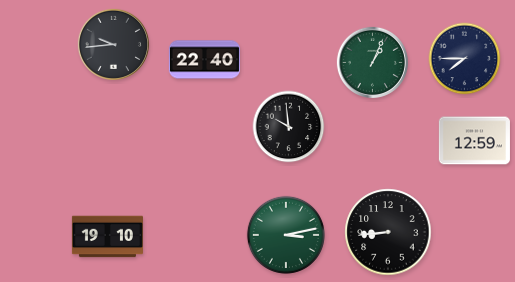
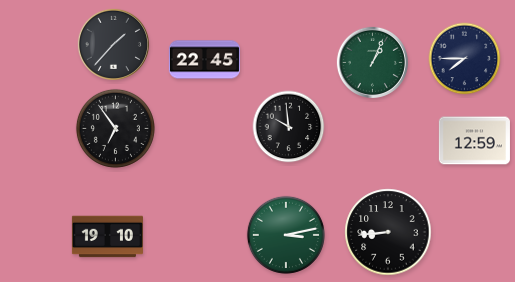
clock at (113, 44): 9:44 -> 1:37
clock at (204, 60): 22:40 -> 22:45
clock at (115, 128): none -> 6:54
